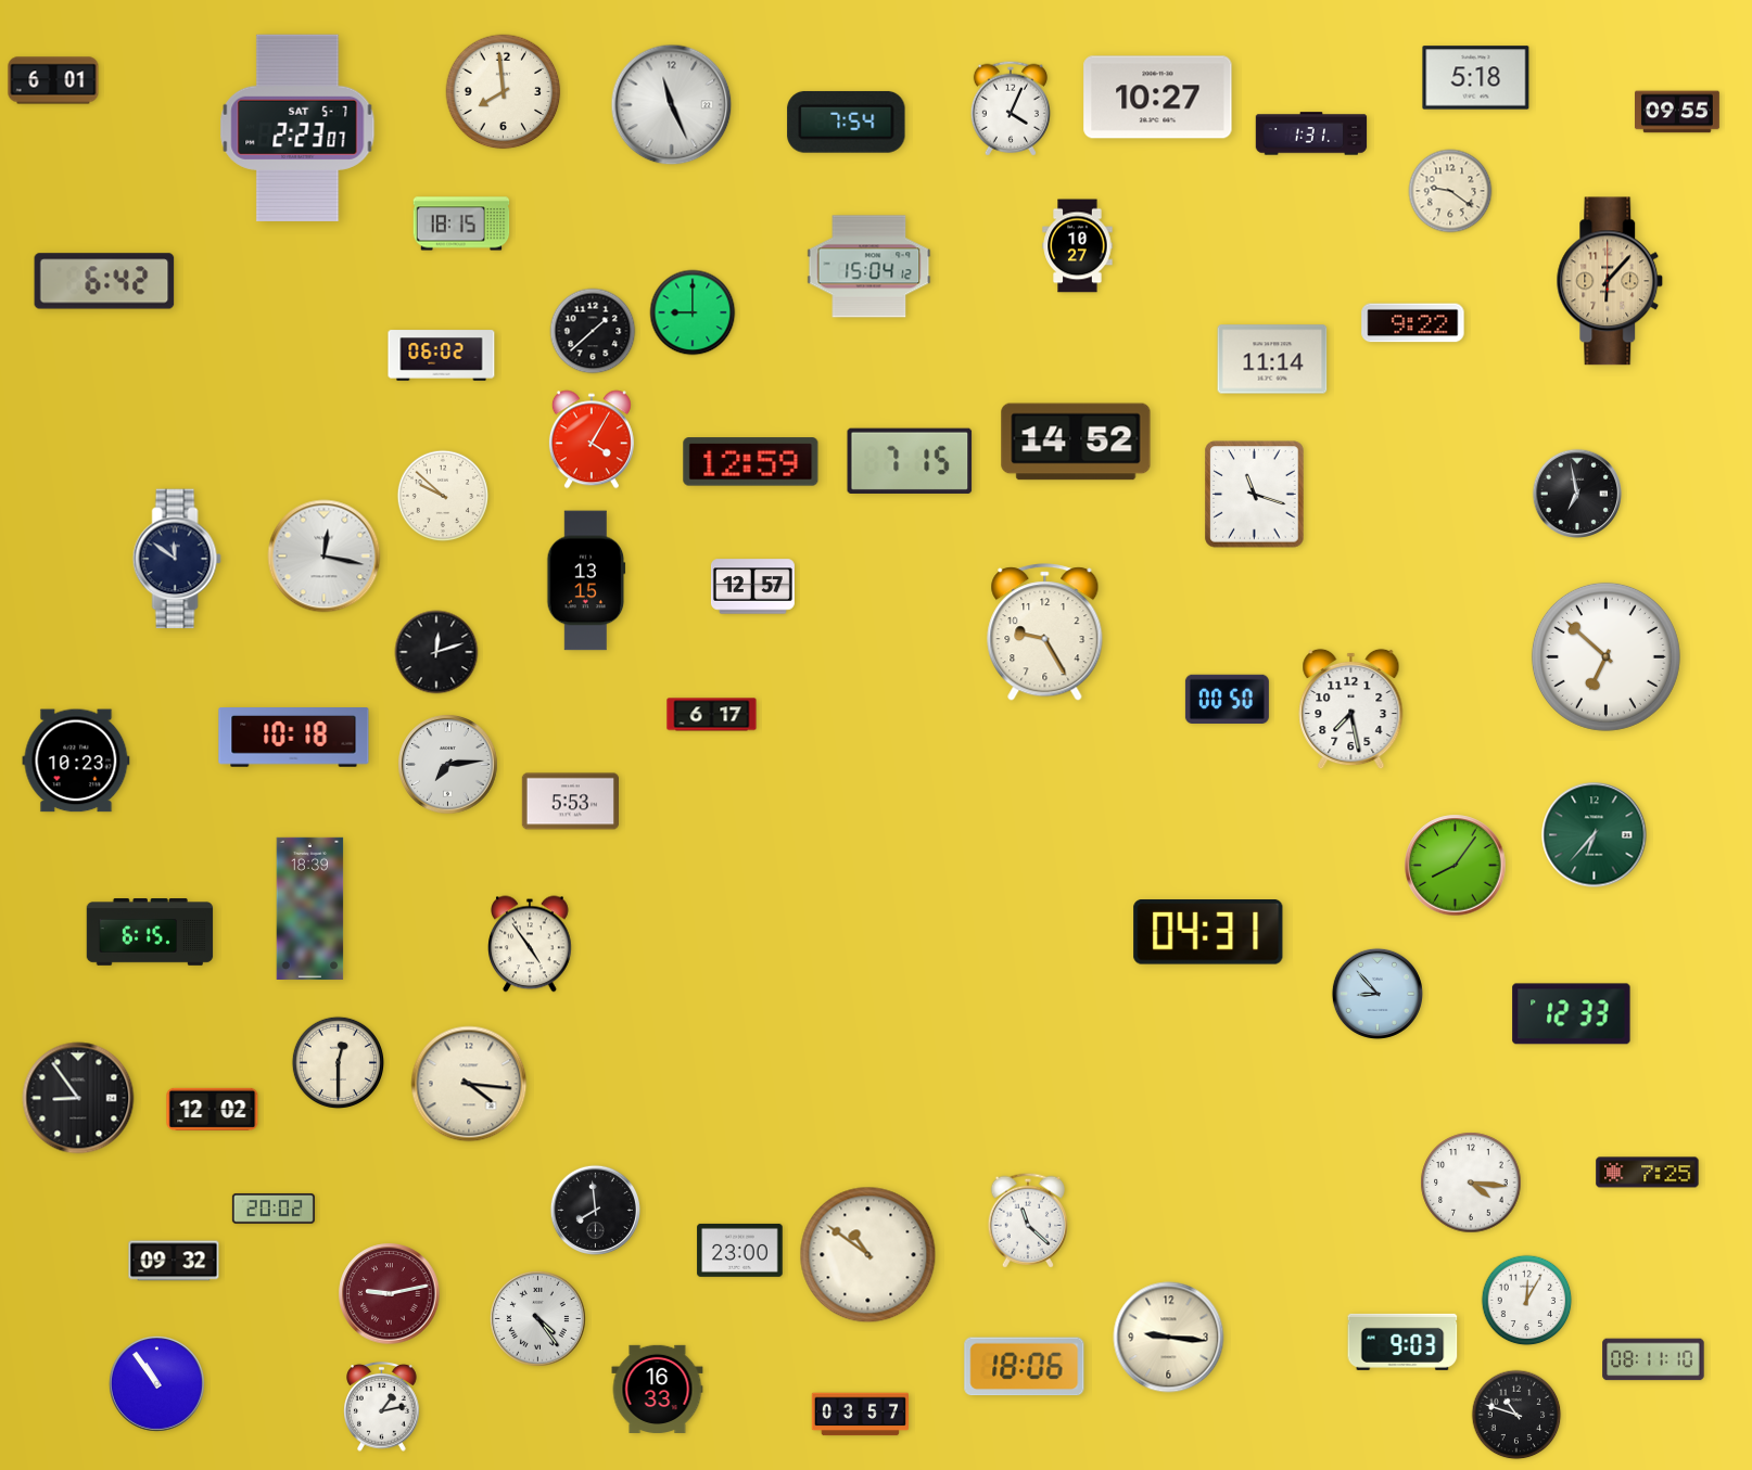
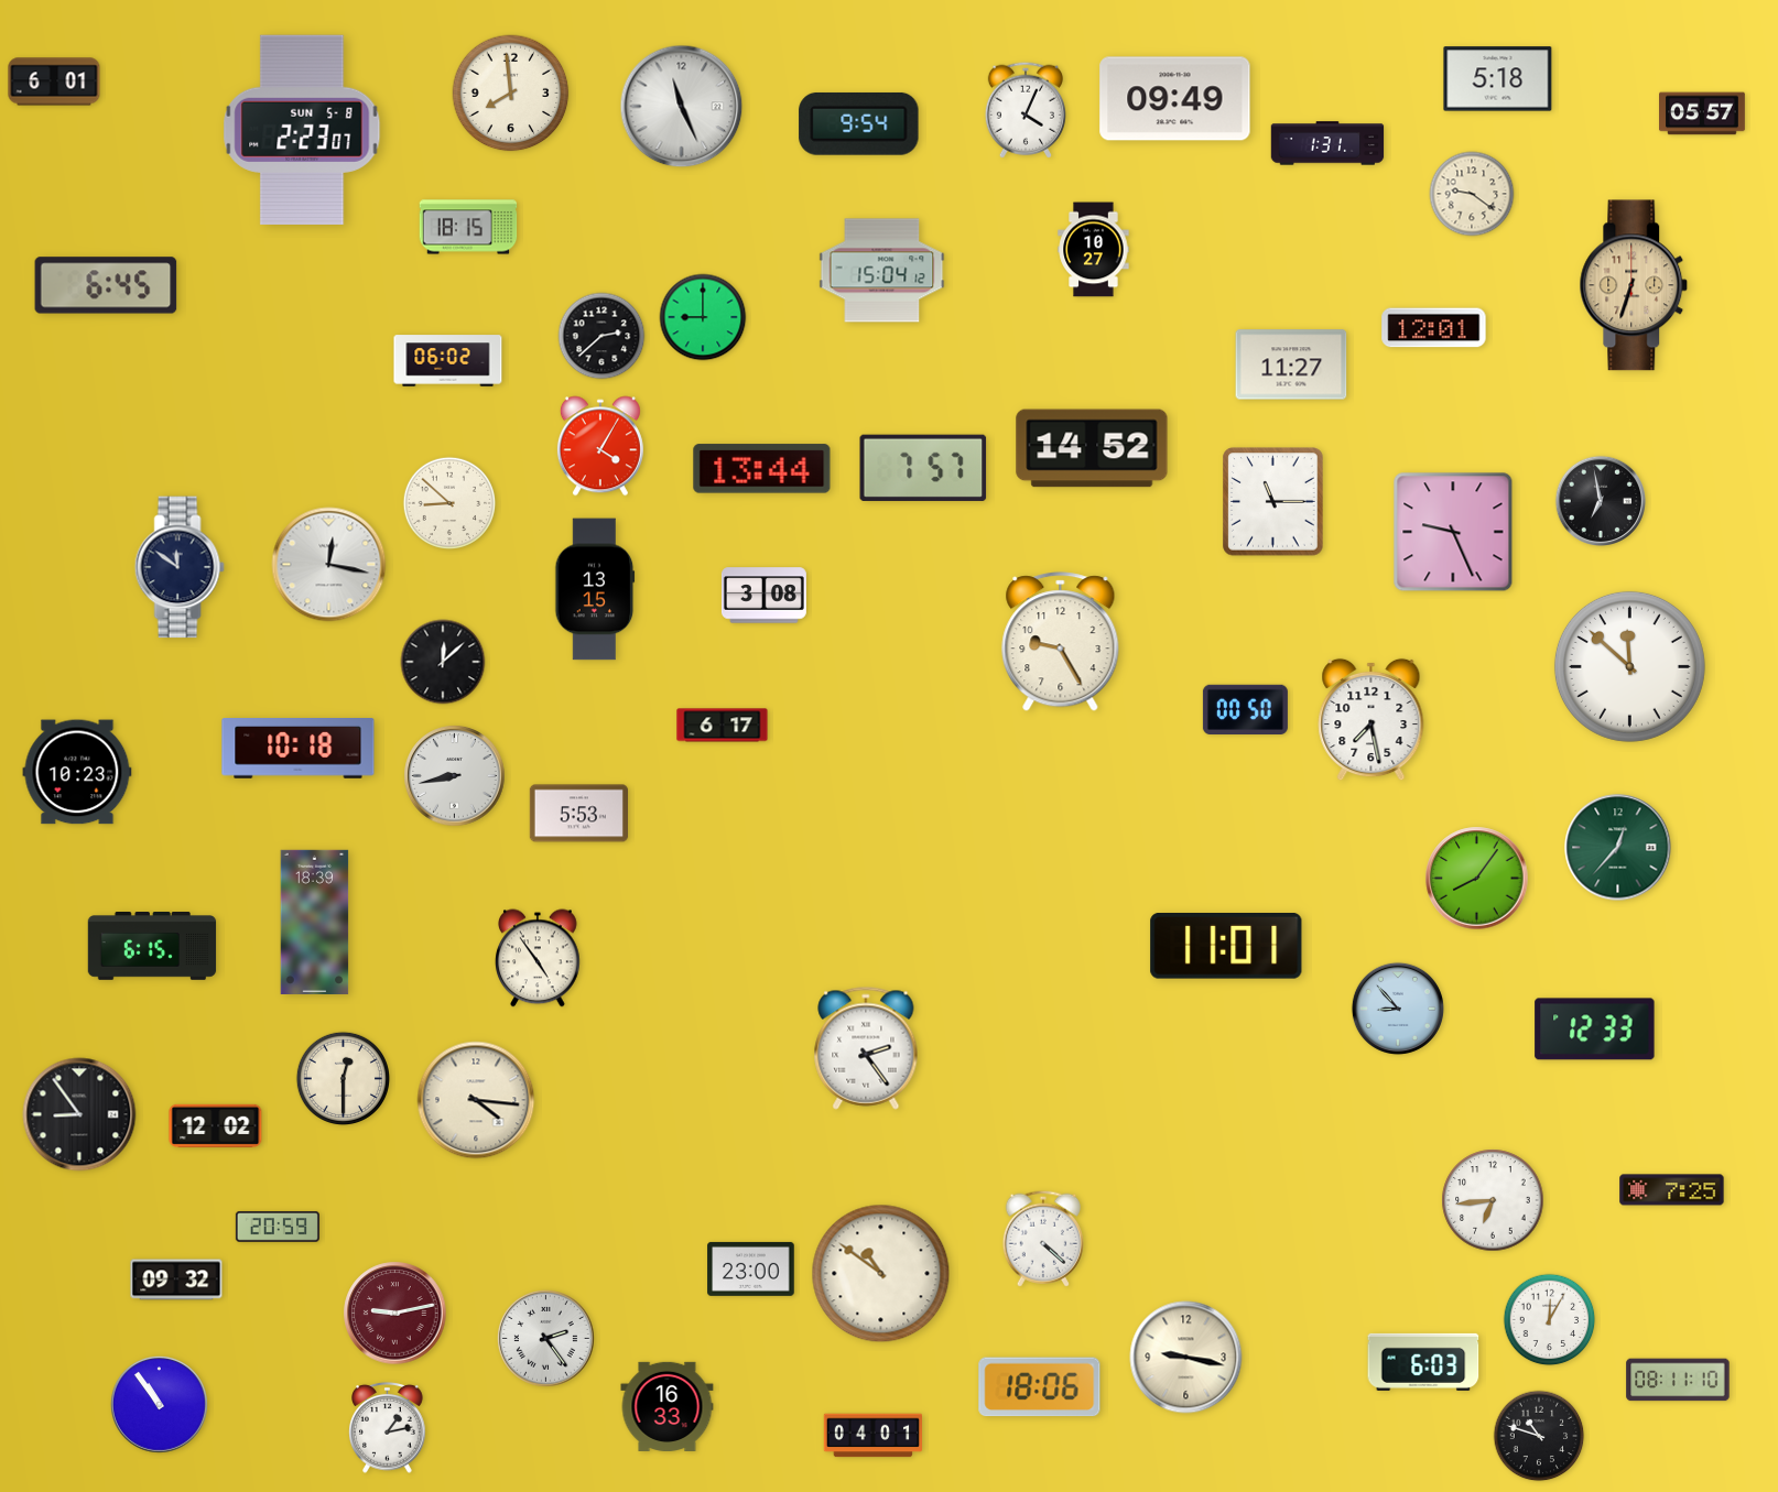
clock at (1158, 98): 10:27 -> 09:49
clock at (1678, 112): 09:55 -> 05:57
clock at (847, 122): 7:54 -> 9:54
clock at (297, 128) date: SAT 5-7 -> SUN 5-8
clock at (1311, 133) position: (1311, 133) -> (1327, 143)
clock at (104, 281): 6:42 -> 6:45
clock at (1610, 281): 6:07 -> 6:33
clock at (1413, 323): 9:22 -> 12:01
clock at (593, 331): 1:38 -> 2:38
clock at (1272, 359): 11:14 -> 11:27
clock at (910, 461): 7:15 -> 7:57
clock at (751, 462): 12:59 -> 13:44
clock at (1255, 495): 11:18 -> 11:15
clock at (443, 496): 9:52 -> 8:52
clock at (1453, 532): none -> 9:26
clock at (752, 587): 12:57 -> 3:08
clock at (436, 652): 12:12 -> 12:08
clock at (1605, 656): 6:52 -> 11:52
clock at (448, 765): 7:14 -> 8:43
clock at (1595, 835): 6:37 -> 12:37
clock at (1208, 933): 04:31 -> 11:01
clock at (866, 1048): none -> 2:24
clock at (1471, 1183): 4:16 -> 6:44
clock at (274, 1209): 20:02 -> 20:59
clock at (595, 1210): 7:59 -> none
clock at (1028, 1220): 11:22 -> 4:22
clock at (537, 1318): 4:24 -> 2:24
clock at (1169, 1338): 9:16 -> 9:17
clock at (1402, 1342): 9:03 -> 6:03
clock at (658, 1389) position: (658, 1389) -> (668, 1406)
clock at (860, 1415): 03:57 -> 04:01
